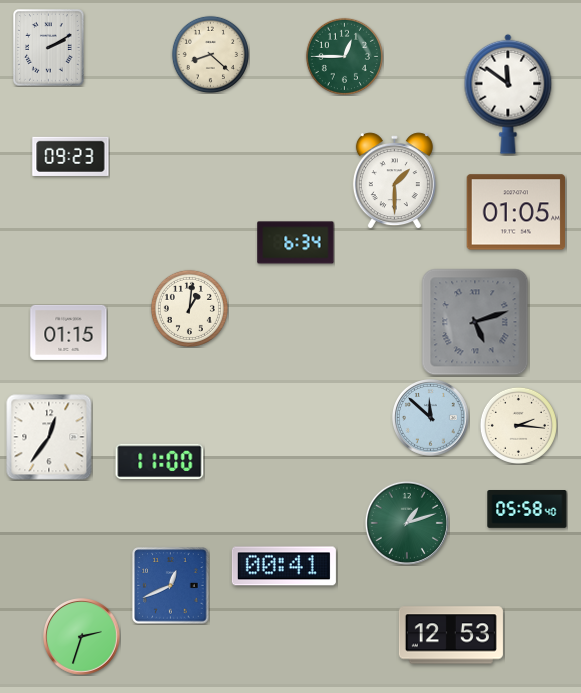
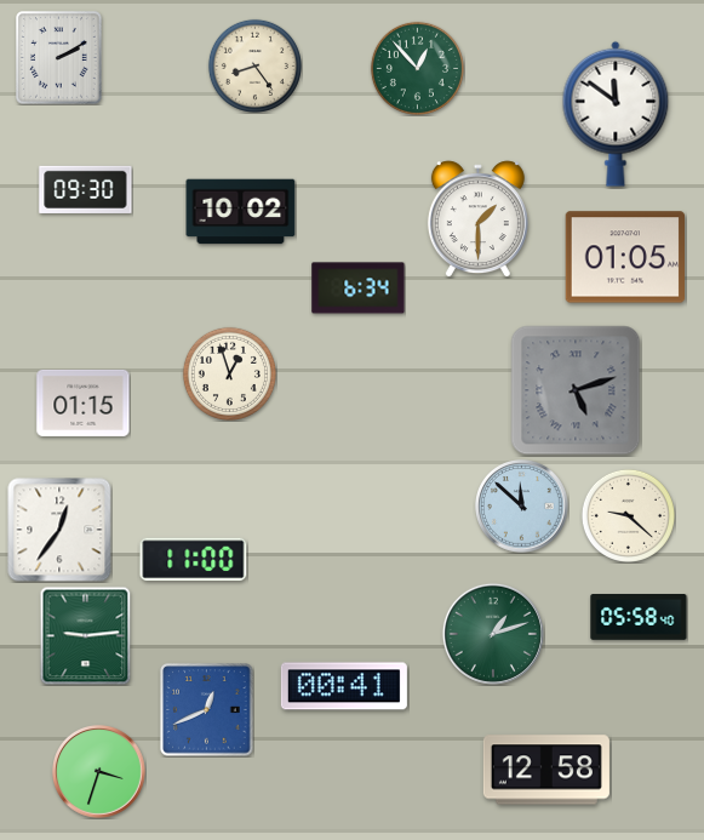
clock at (210, 54): 8:22 -> 8:24
clock at (344, 56): 12:45 -> 12:53
clock at (71, 156): 09:23 -> 09:30
clock at (241, 212): none -> 10:02
clock at (296, 243) position: (296, 243) -> (359, 288)
clock at (189, 308): 1:01 -> 12:57
clock at (518, 425): 2:16 -> 9:22
clock at (86, 635): none -> 9:14
clock at (451, 635): 12:53 -> 12:58
clock at (82, 637): 2:33 -> 3:33
